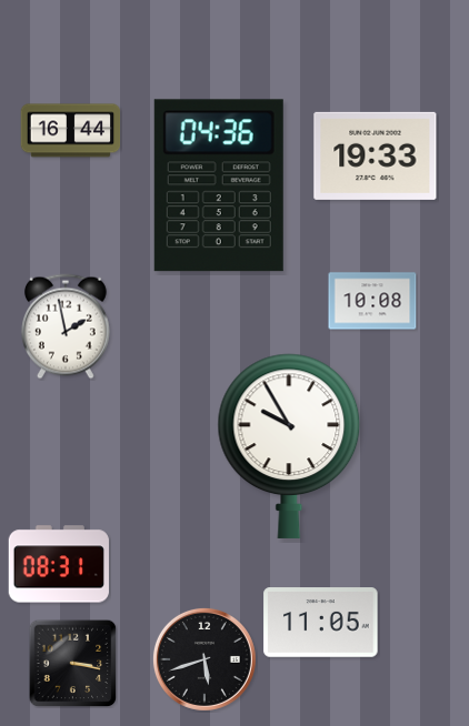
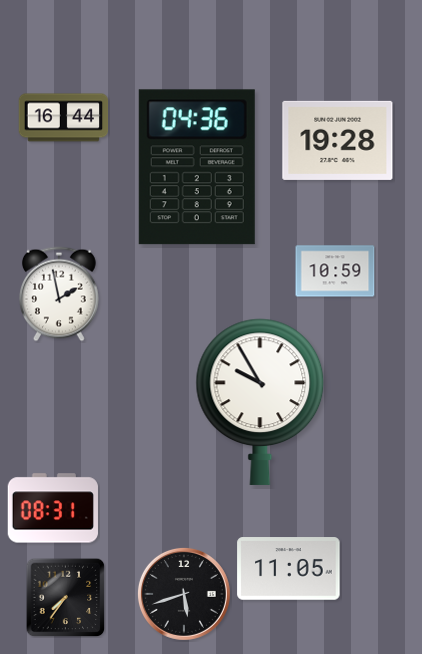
clock at (376, 155): 19:33 -> 19:28
clock at (372, 301): 10:08 -> 10:59
clock at (321, 623) position: (321, 623) -> (289, 569)
clock at (72, 663): 3:17 -> 7:36
